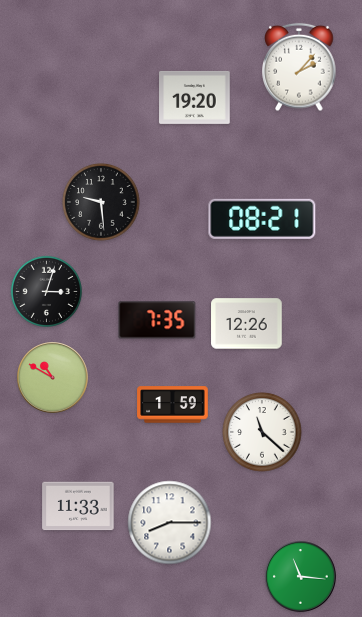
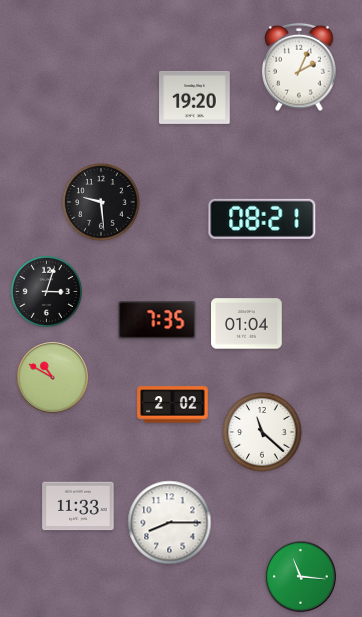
clock at (299, 67): 2:07 -> 2:04
clock at (247, 324): 12:26 -> 01:04
clock at (173, 405): 1:59 -> 2:02
